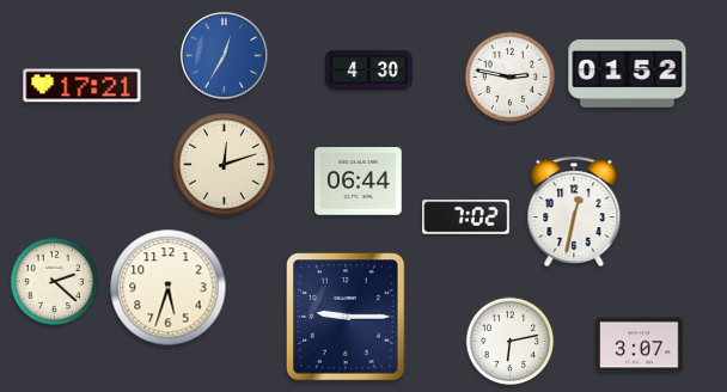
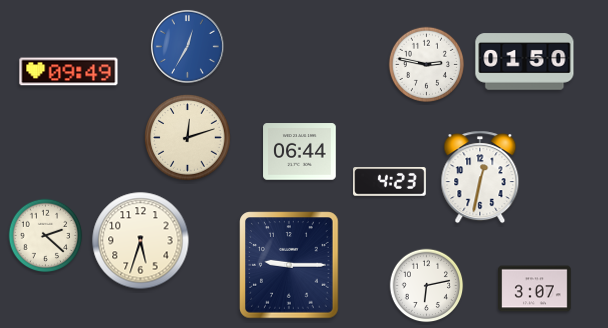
clock at (369, 71): 4:30 -> none
clock at (628, 74): 01:52 -> 01:50
clock at (83, 86): 17:21 -> 09:49
clock at (466, 218): 7:02 -> 4:23
